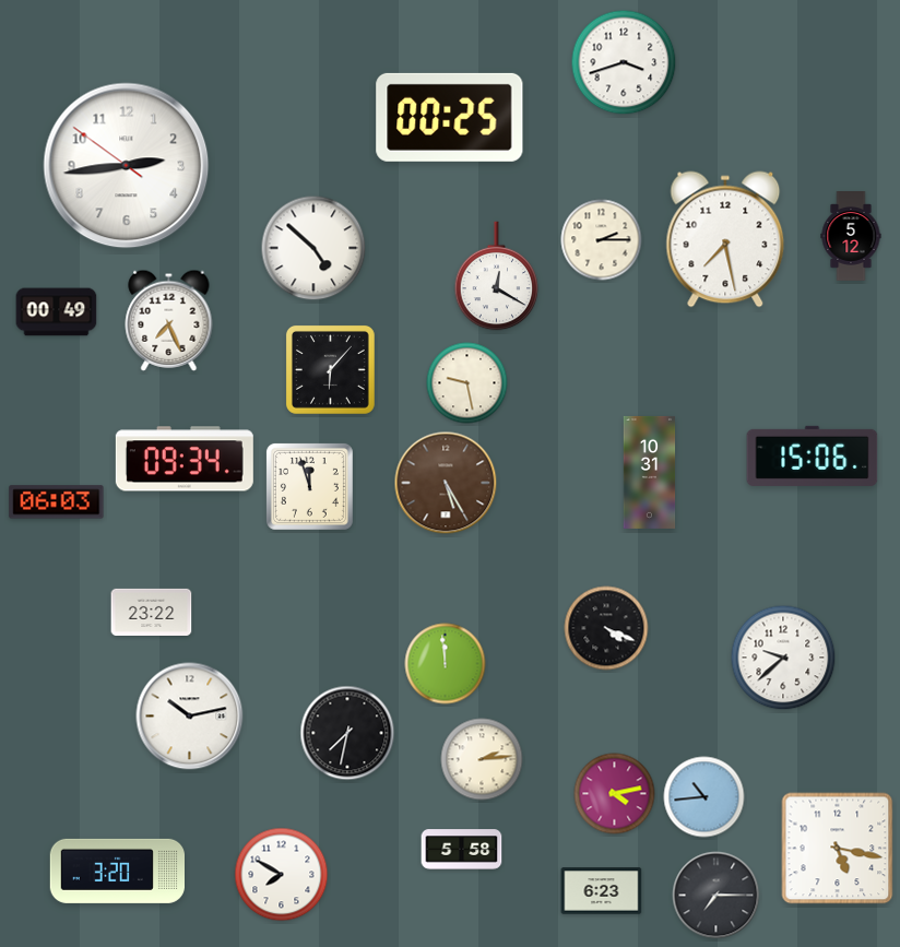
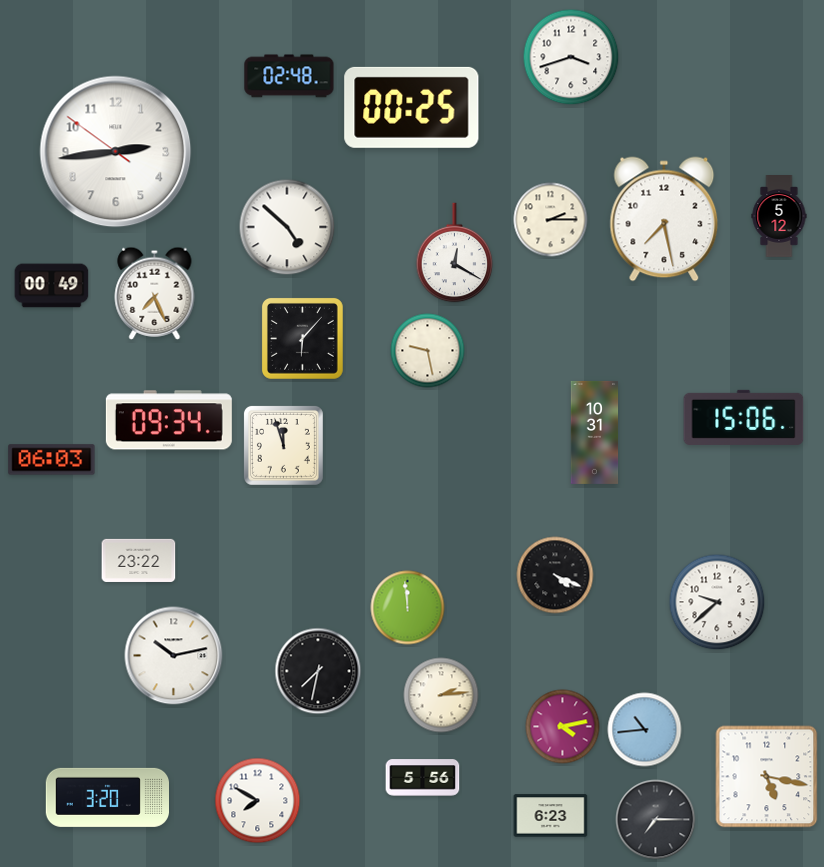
clock at (289, 76): none -> 02:48
clock at (446, 483): 5:25 -> none
clock at (462, 850): 5:58 -> 5:56
